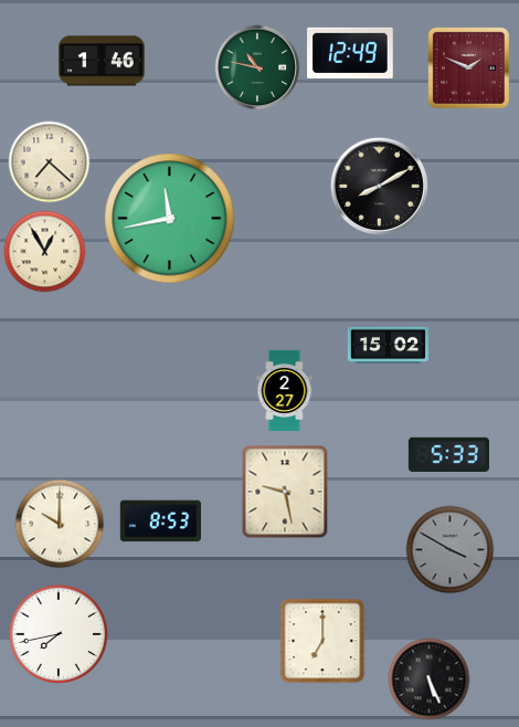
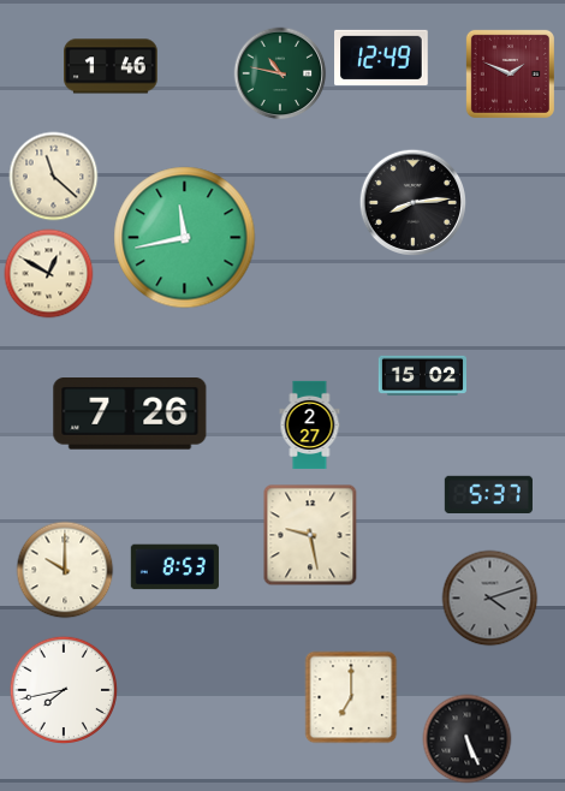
clock at (50, 162): 7:22 -> 11:22
clock at (379, 187): 8:10 -> 8:14
clock at (45, 252): 12:55 -> 12:50
clock at (130, 414): none -> 7:26
clock at (448, 454): 5:33 -> 5:37
clock at (451, 550): 3:50 -> 4:12
